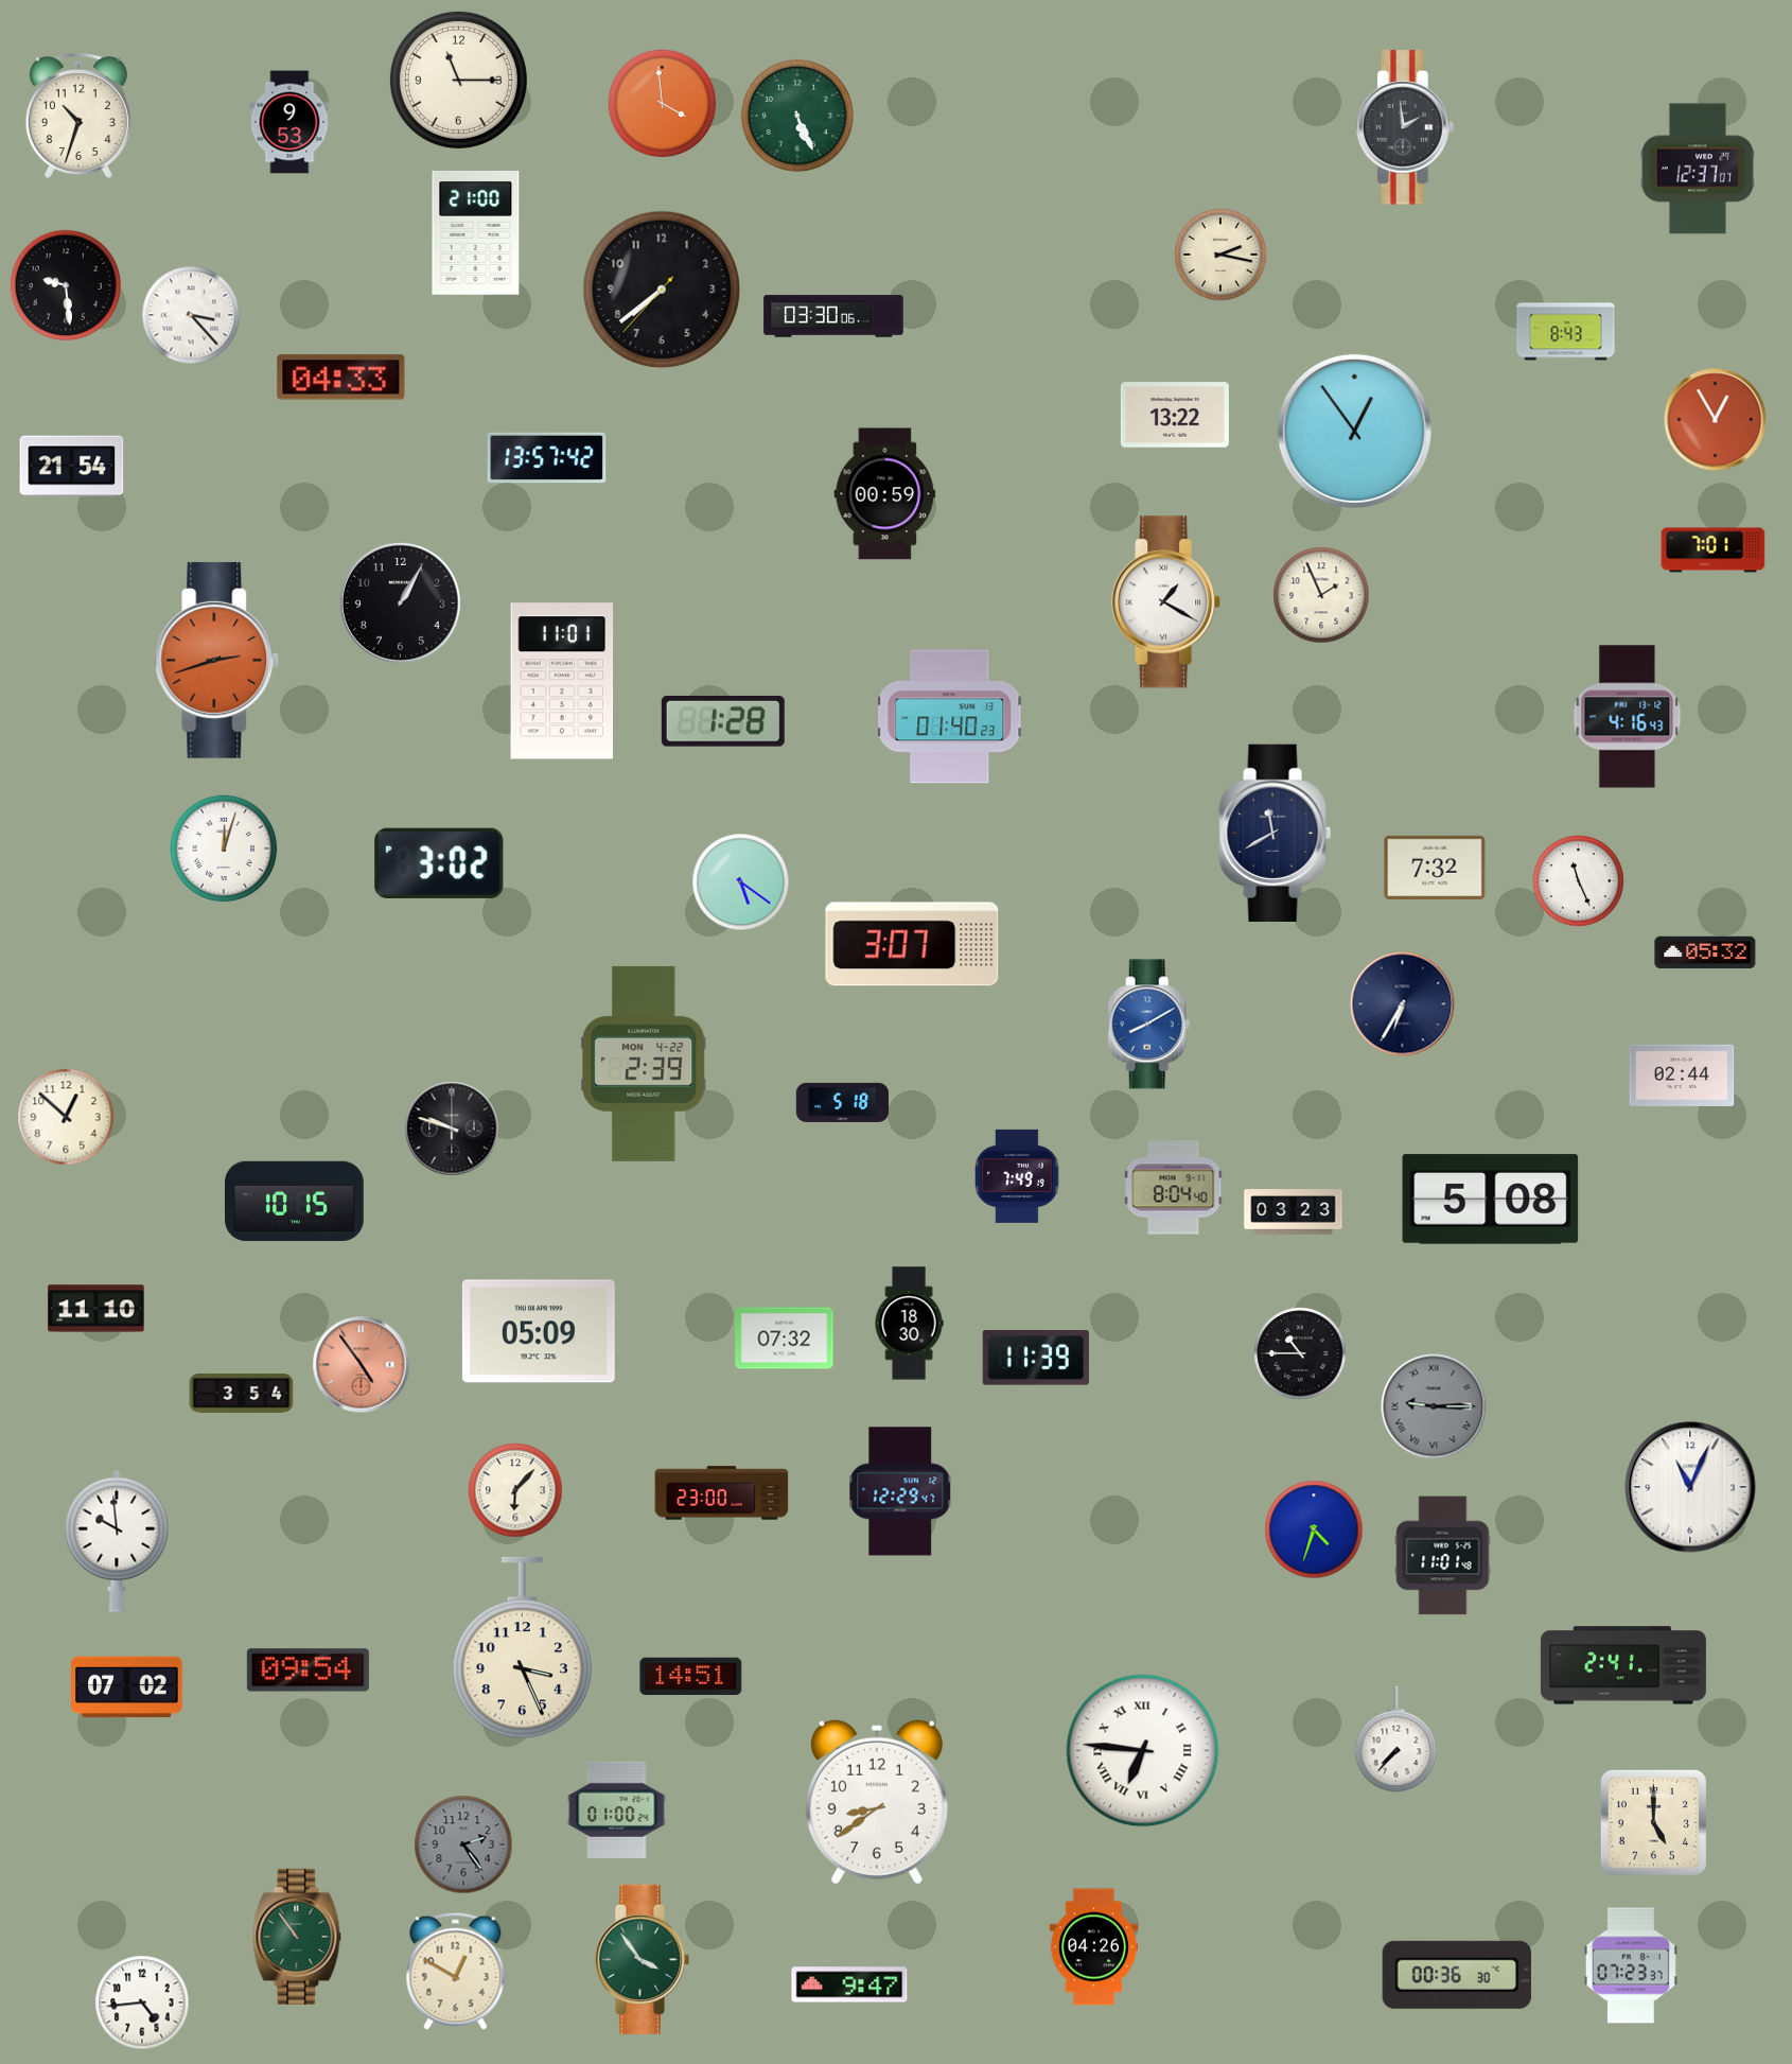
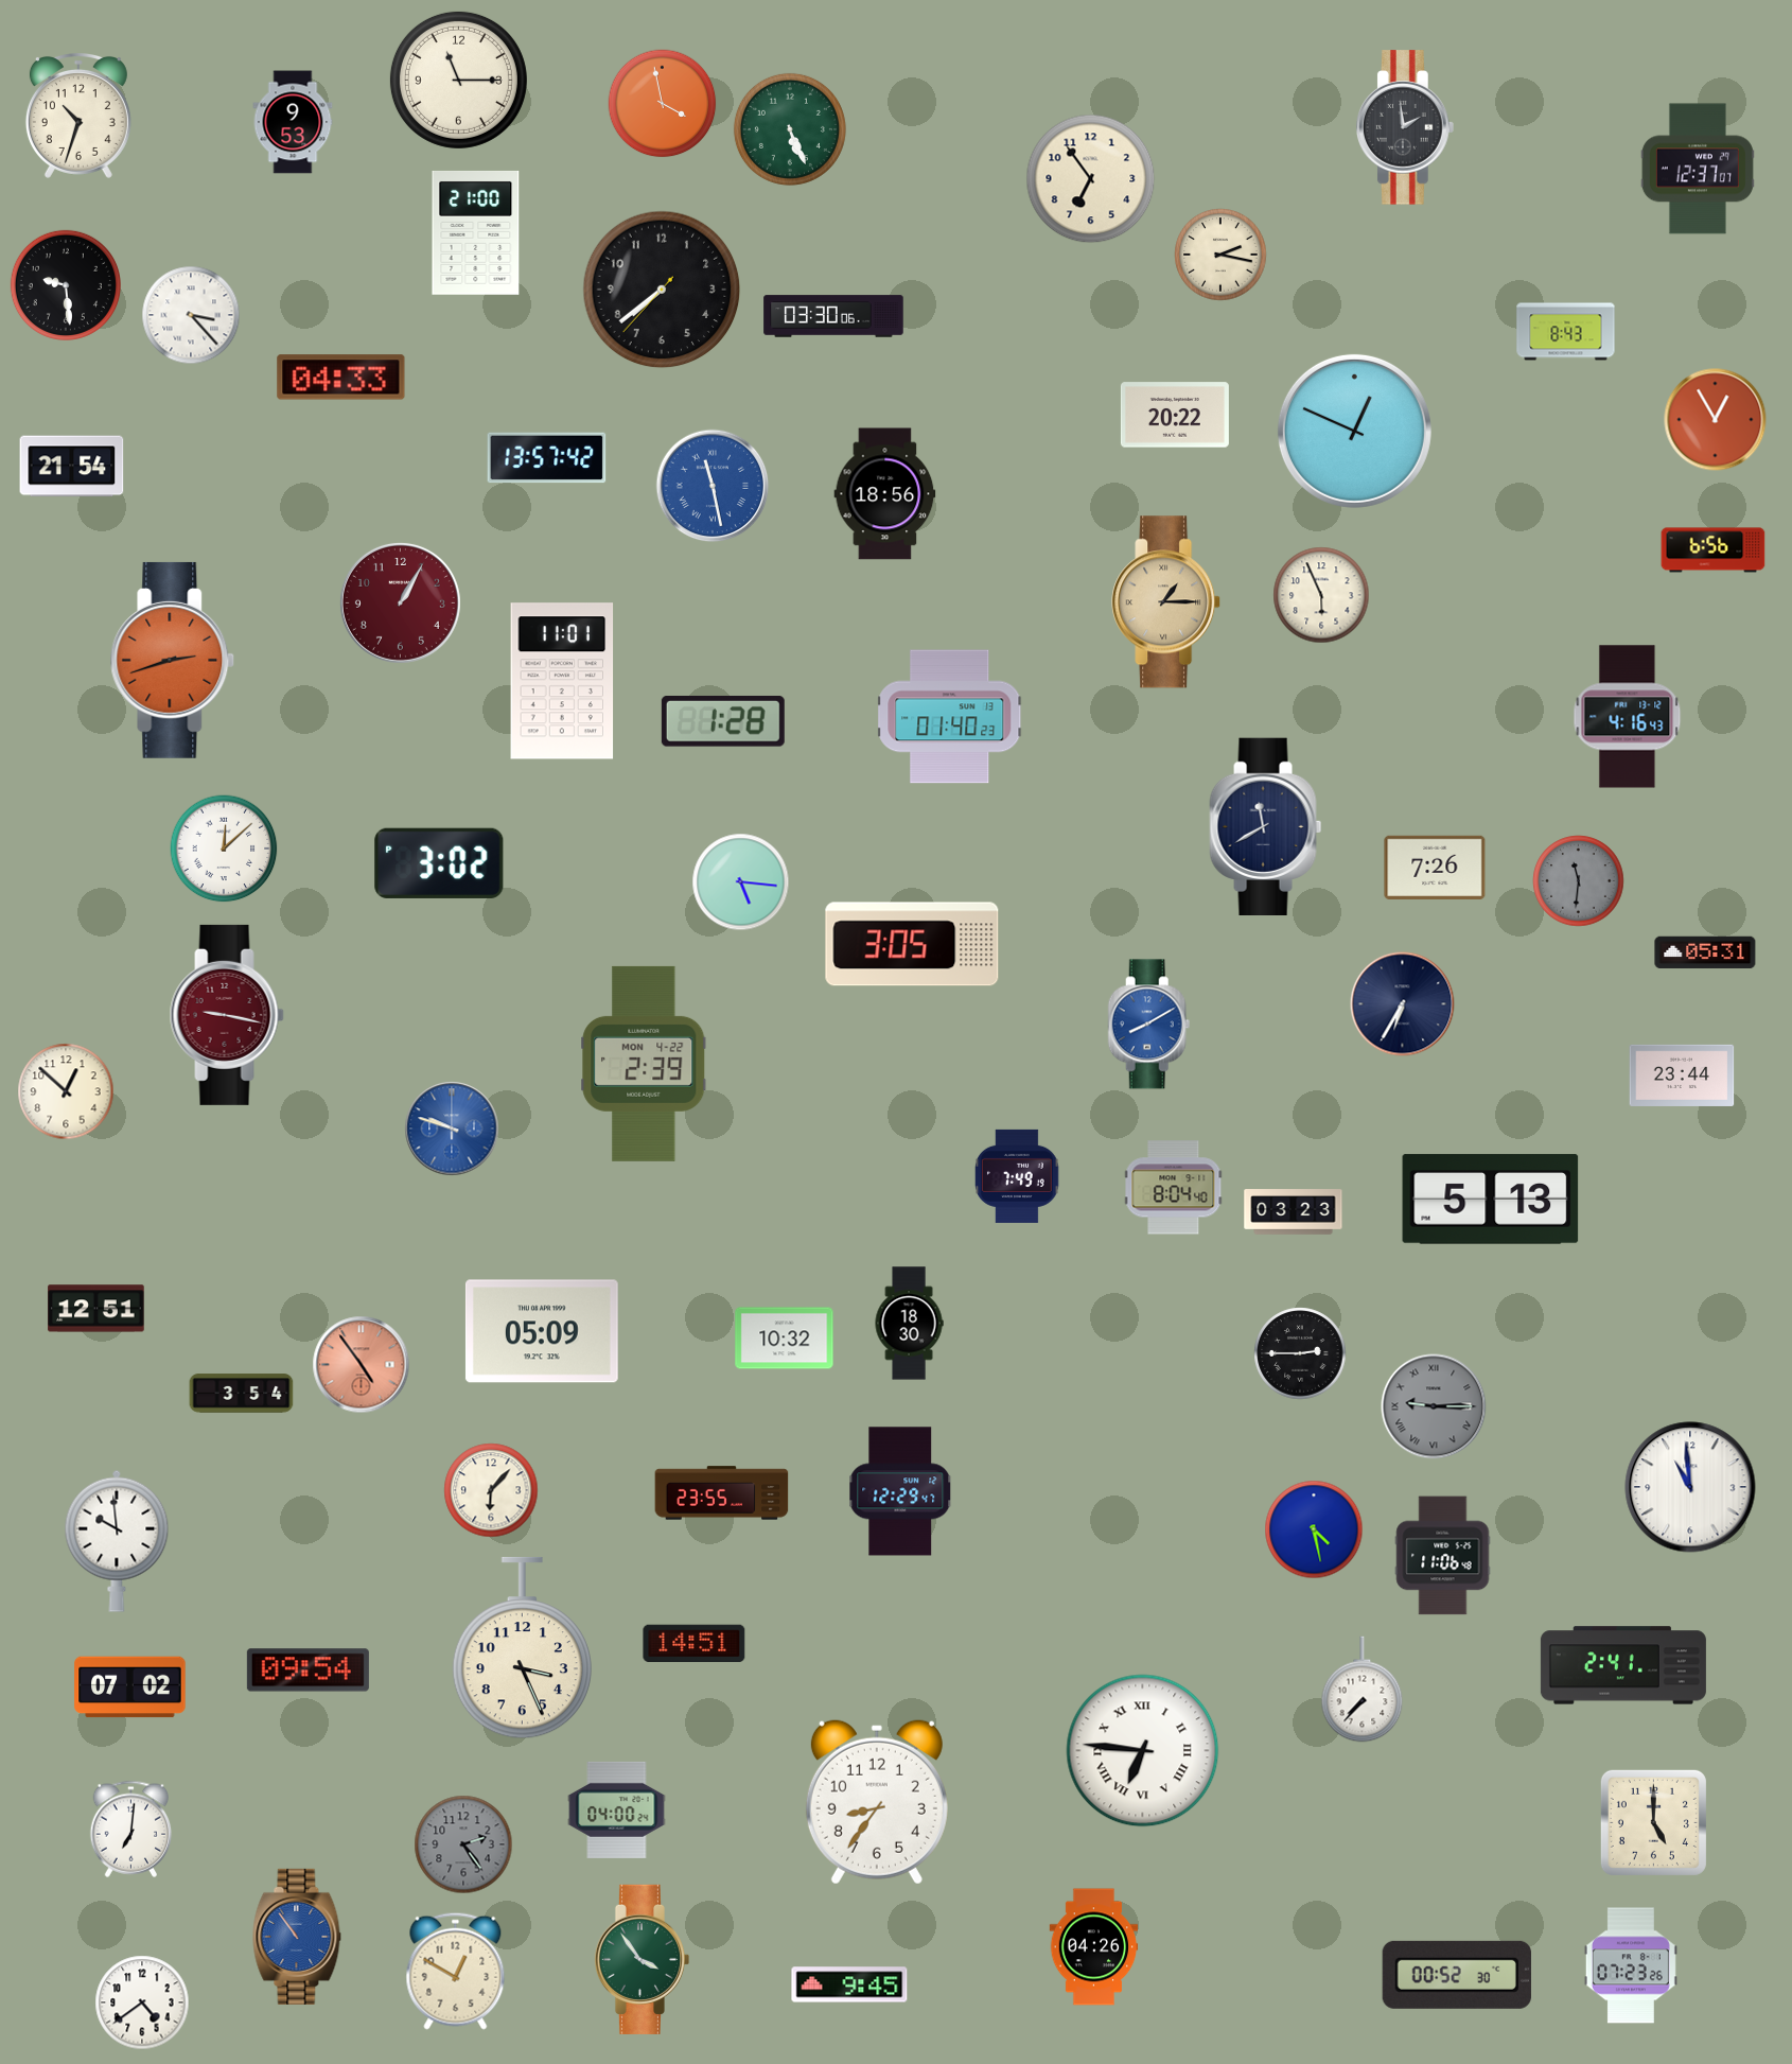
clock at (663, 104): 3:59 -> 3:58
clock at (797, 116) position: (797, 116) -> (790, 129)
clock at (289, 122) position: (289, 122) -> (293, 122)
clock at (1091, 179): none -> 6:54
clock at (1175, 415): 13:22 -> 20:22
clock at (1354, 431): 12:54 -> 12:49
clock at (713, 486): none -> 11:28
clock at (885, 494): 00:59 -> 18:56
clock at (1714, 550): 7:01 -> 6:56
clock at (1321, 595): 1:56 -> 5:56
clock at (400, 602) dial: black -> burgundy
clock at (1166, 602): 1:20 -> 1:15
clock at (1166, 602) dial: white -> champagne
clock at (217, 660) position: (217, 660) -> (173, 660)
clock at (1276, 833) position: (1276, 833) -> (1266, 826)
clock at (224, 849): 12:03 -> 12:08
clock at (1435, 868): 7:32 -> 7:26
clock at (1579, 881): 11:26 -> 11:31
clock at (1579, 881) dial: white -> grey
clock at (741, 882): 5:21 -> 5:16
clock at (912, 944): 3:07 -> 3:05
clock at (1705, 952): 05:32 -> 05:31
clock at (227, 1015): none -> 9:17
clock at (1682, 1075): 02:44 -> 23:44
clock at (842, 1102): 5:18 -> none
clock at (66, 1117) position: (66, 1117) -> (66, 1091)
clock at (452, 1129) dial: black -> blue
clock at (1491, 1200): 5:08 -> 5:13
clock at (295, 1202): 10:15 -> none
clock at (96, 1309): 11:10 -> 12:51
clock at (539, 1331) position: (539, 1331) -> (542, 1331)
clock at (785, 1339): 07:32 -> 10:32
clock at (1300, 1353): 10:45 -> 2:45
clock at (1036, 1358): 11:39 -> none
clock at (1690, 1487): 11:04 -> 10:59
clock at (515, 1490) position: (515, 1490) -> (491, 1490)
clock at (722, 1493): 23:00 -> 23:55
clock at (1314, 1529): 4:33 -> 4:28
clock at (1443, 1556): 11:01 -> 11:06
clock at (691, 1676) position: (691, 1676) -> (695, 1643)
clock at (127, 1687) position: (127, 1687) -> (130, 1687)
clock at (1396, 1739) position: (1396, 1739) -> (1363, 1690)
clock at (877, 1802): 8:39 -> 8:36
clock at (617, 1809): 01:00 -> 04:00
clock at (131, 1829): none -> 7:01
clock at (297, 1937) dial: green -> blue
clock at (1631, 1965): 07:23:37 -> 07:23:26
clock at (1457, 1975): 00:36 -> 00:52
clock at (849, 1984): 9:47 -> 9:45
clock at (142, 2002): 4:44 -> 4:39
